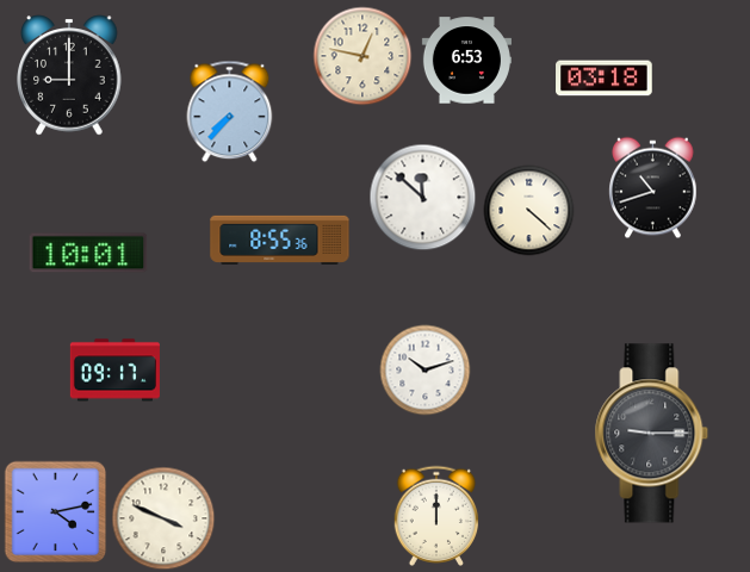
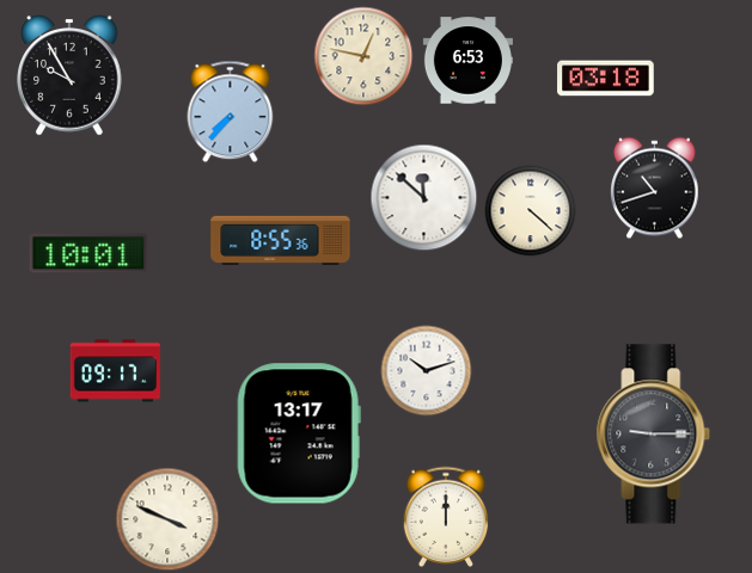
clock at (69, 75): 9:00 -> 9:55
clock at (299, 433): none -> 13:17
clock at (56, 512): 4:13 -> none
clock at (436, 516) position: (436, 516) -> (446, 517)
clock at (163, 518) position: (163, 518) -> (167, 519)
